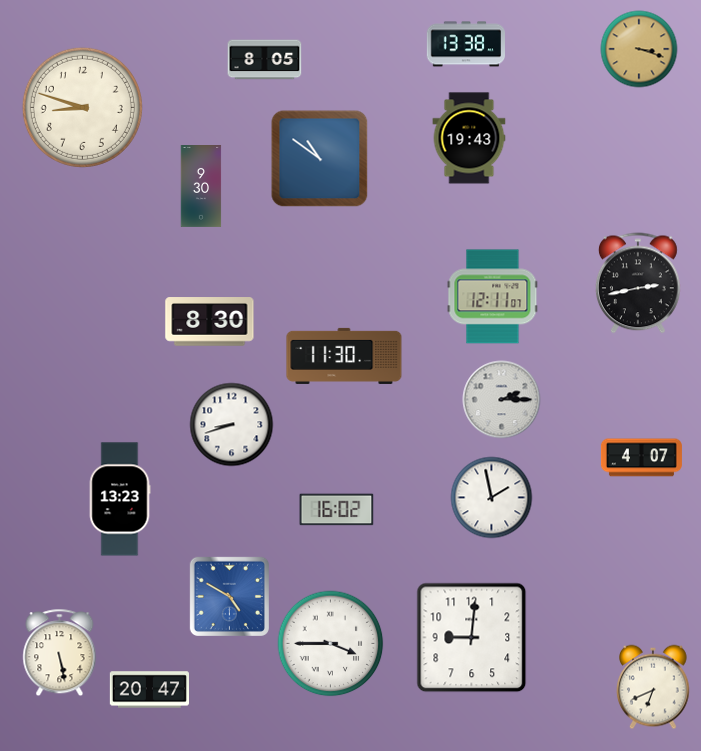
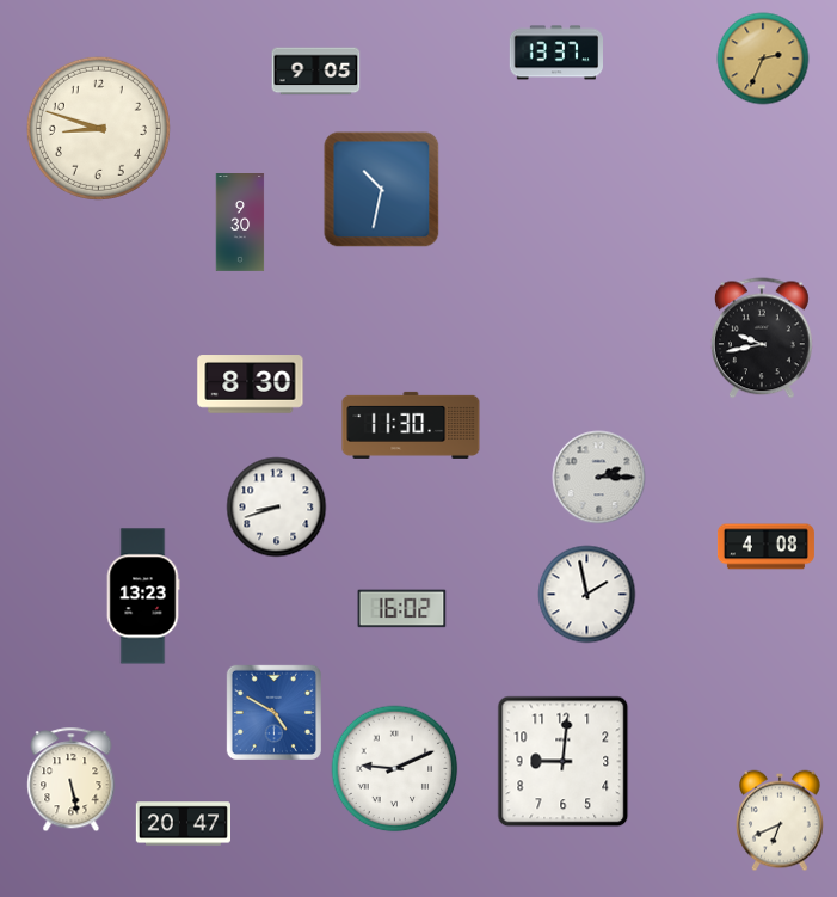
clock at (465, 44): 13:38 -> 13:37
clock at (639, 49): 3:18 -> 2:34
clock at (265, 60): 8:05 -> 9:05
clock at (469, 138): 19:43 -> none
clock at (320, 159): 10:51 -> 10:32
clock at (638, 283): 2:43 -> 9:43
clock at (493, 297): 12:11 -> none
clock at (641, 458): 4:07 -> 4:08
clock at (331, 644): 3:45 -> 9:11
clock at (149, 690) position: (149, 690) -> (183, 824)
